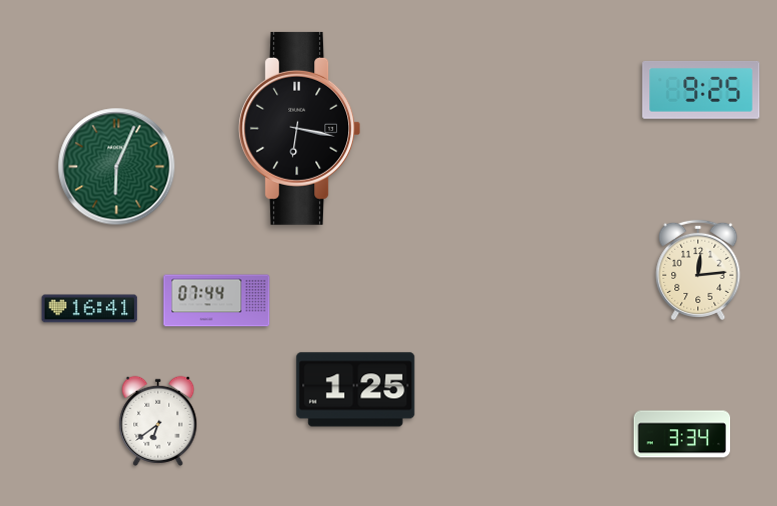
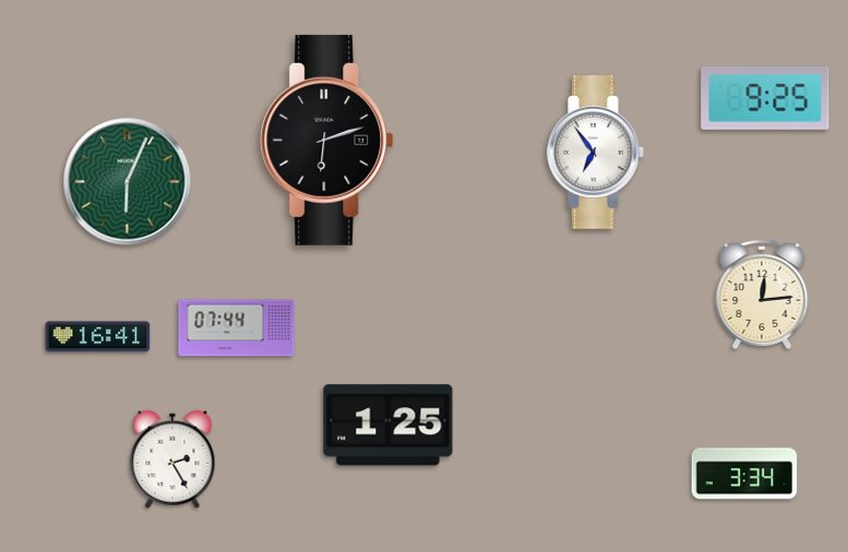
clock at (300, 128): 6:17 -> 6:12
clock at (596, 153): none -> 6:54
clock at (158, 421): 6:39 -> 2:25
